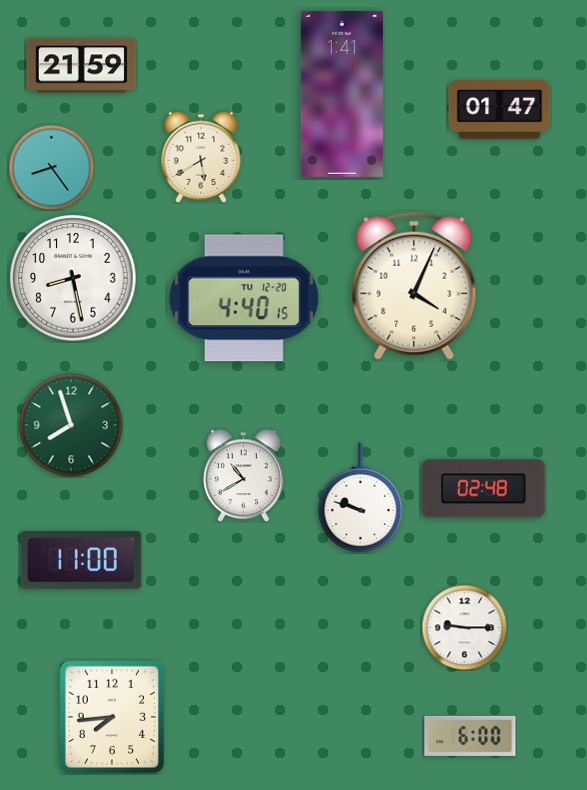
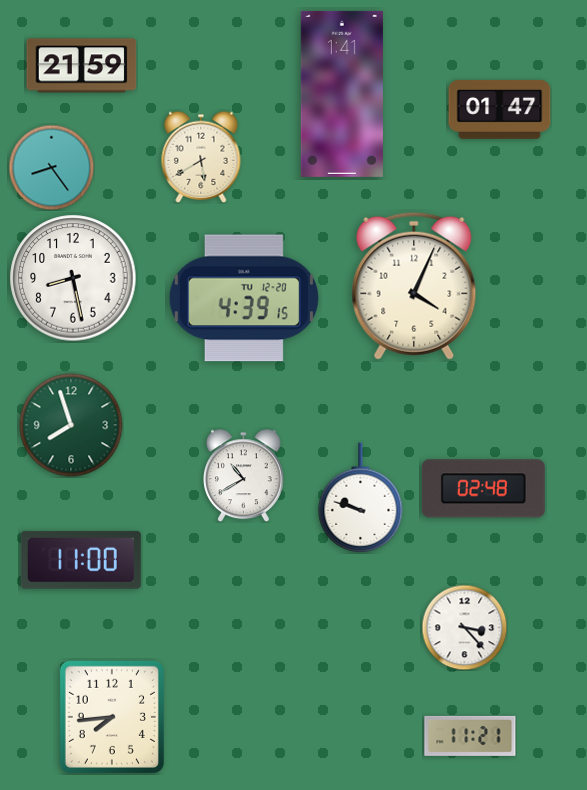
clock at (244, 298): 4:40 -> 4:39
clock at (464, 627): 9:15 -> 3:23
clock at (470, 736): 6:00 -> 11:21
